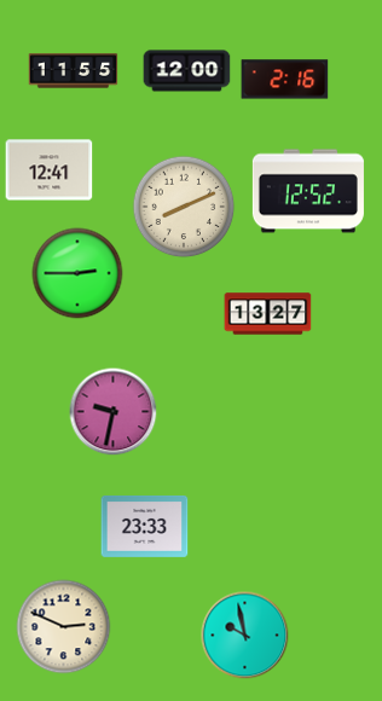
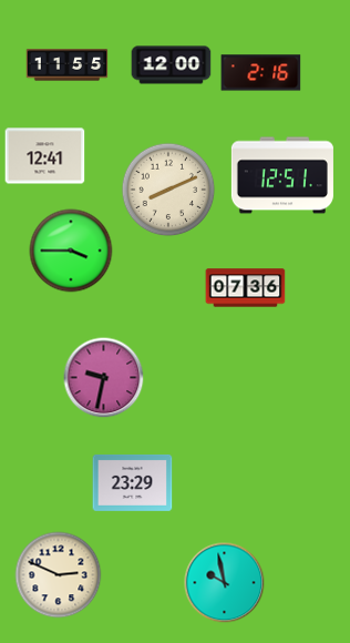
clock at (308, 191): 12:52 -> 12:51
clock at (77, 273): 2:45 -> 3:45
clock at (268, 314): 13:27 -> 07:36
clock at (145, 526): 23:33 -> 23:29
